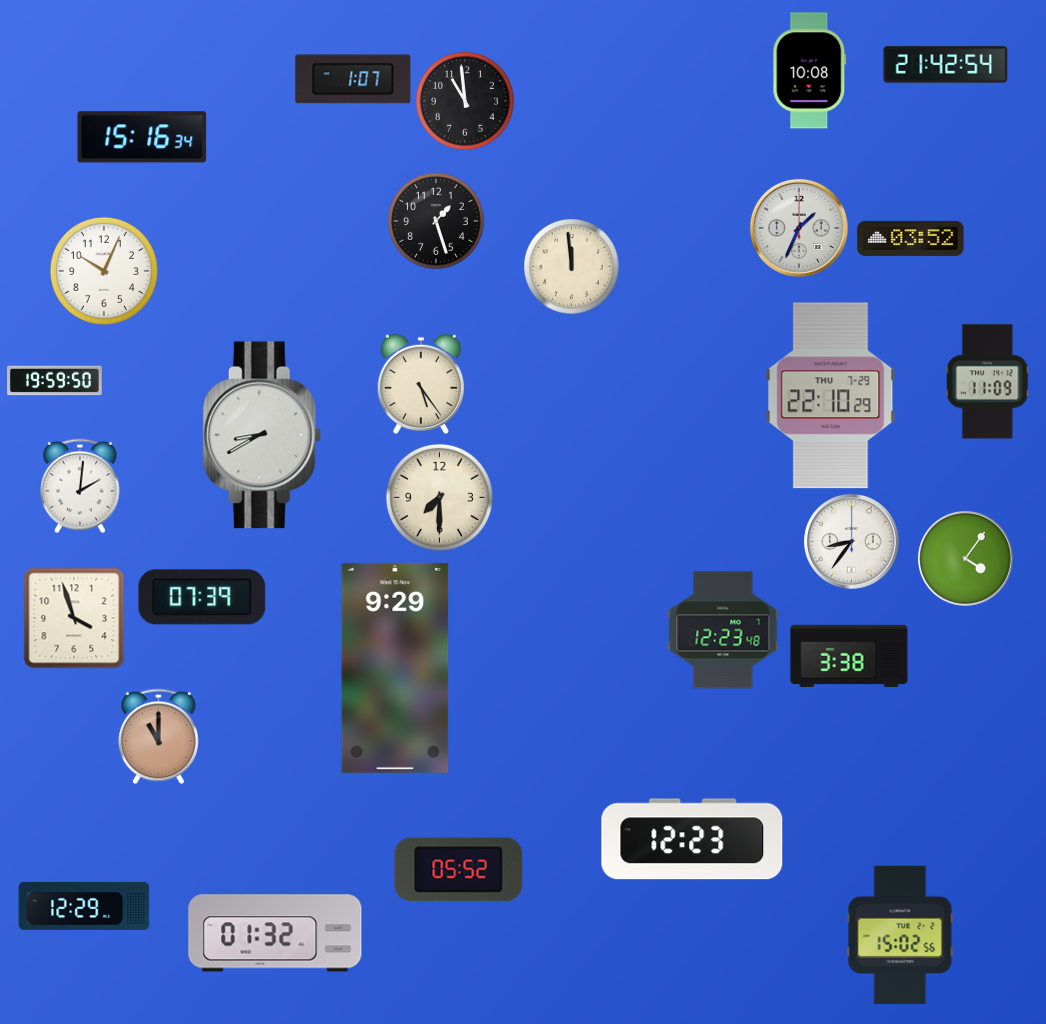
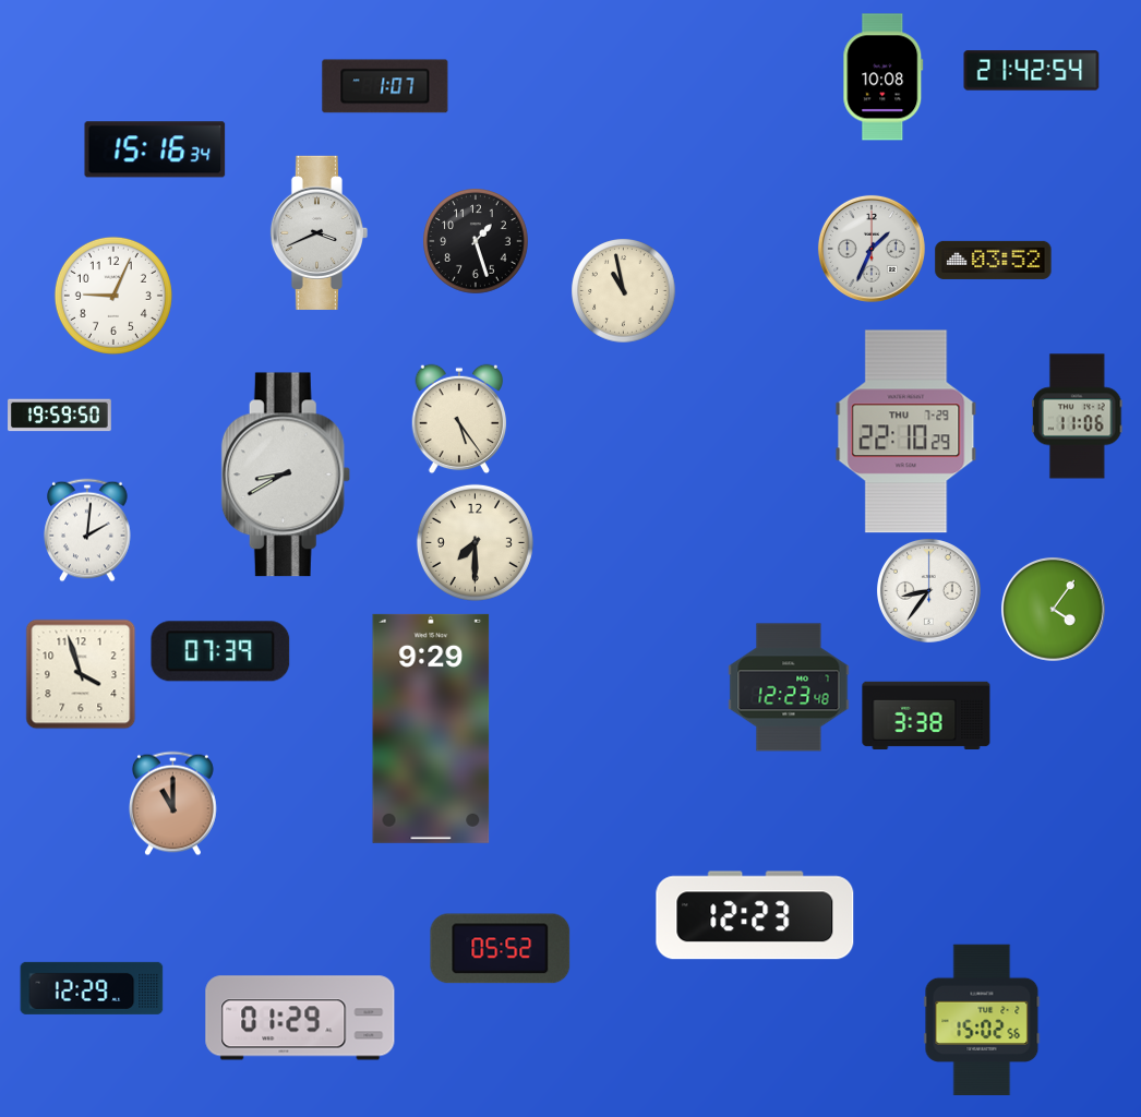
clock at (466, 102): 10:59 -> none
clock at (319, 232): none -> 3:41
clock at (571, 266): 11:59 -> 10:58
clock at (104, 271): 10:04 -> 9:04
clock at (988, 382): 11:09 -> 11:06
clock at (439, 497) position: (439, 497) -> (475, 542)
clock at (275, 933): 01:32 -> 01:29
